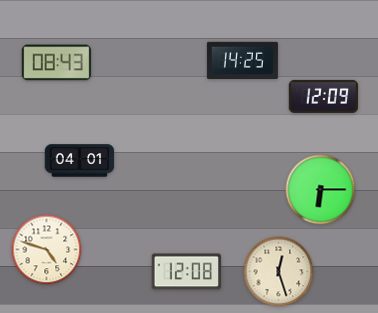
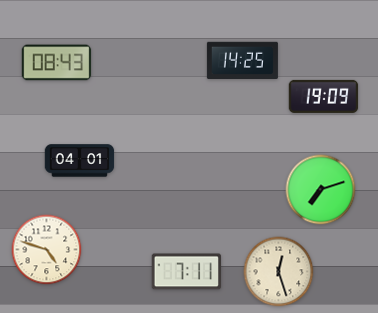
clock at (324, 96): 12:09 -> 19:09
clock at (321, 190): 6:15 -> 7:12
clock at (187, 272): 12:08 -> 7:11
